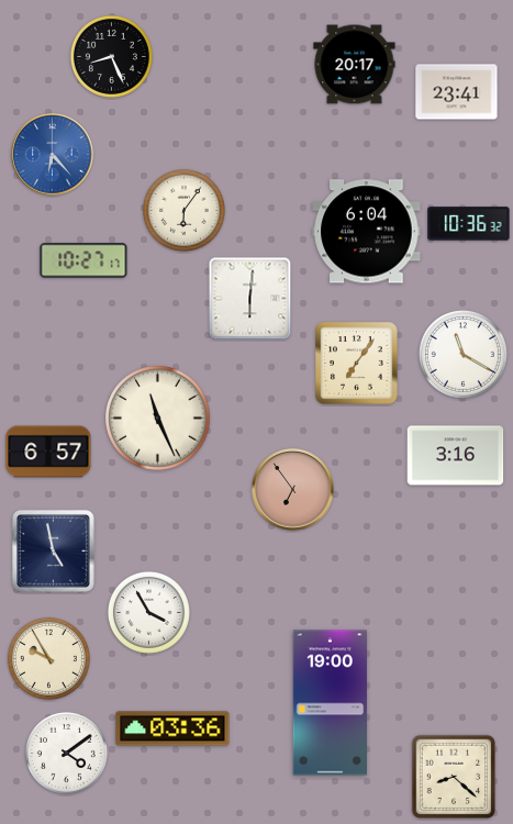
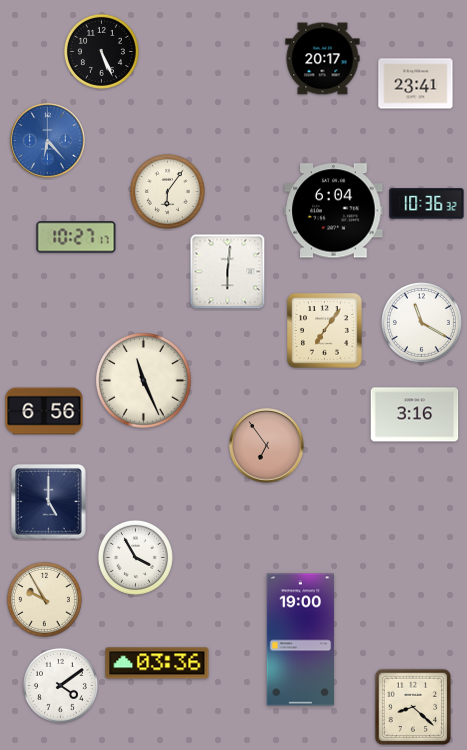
clock at (111, 56): 8:26 -> 5:26
clock at (48, 452): 6:57 -> 6:56
clock at (54, 552): 4:58 -> 5:00
